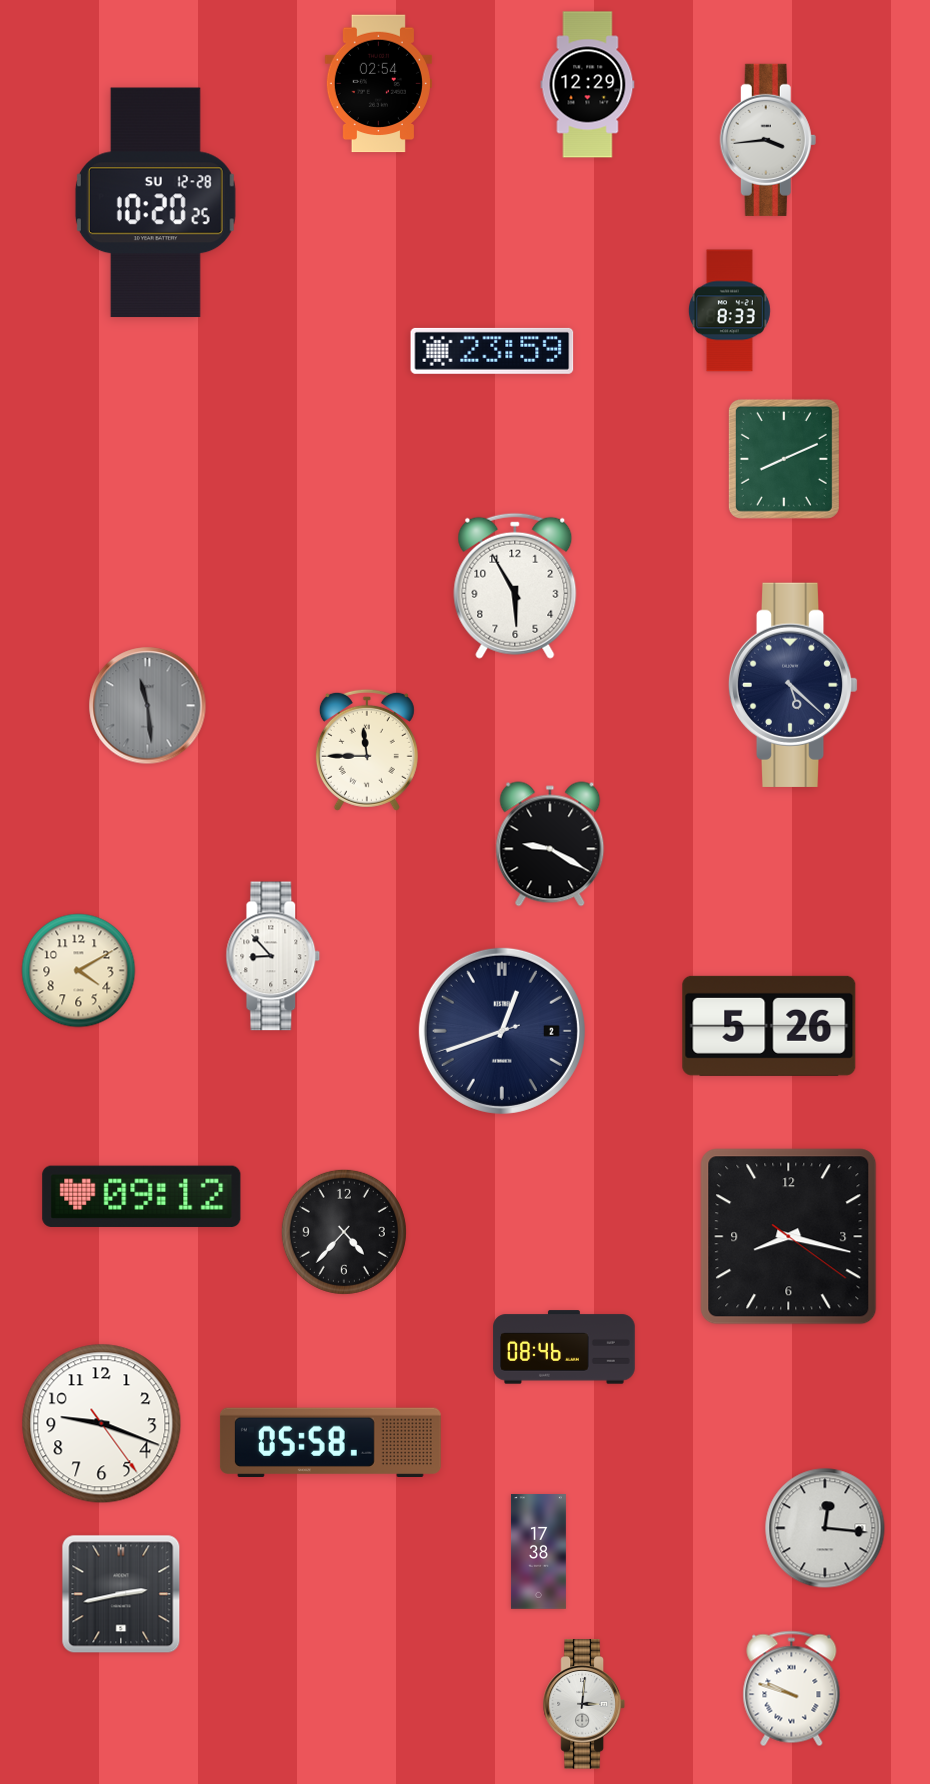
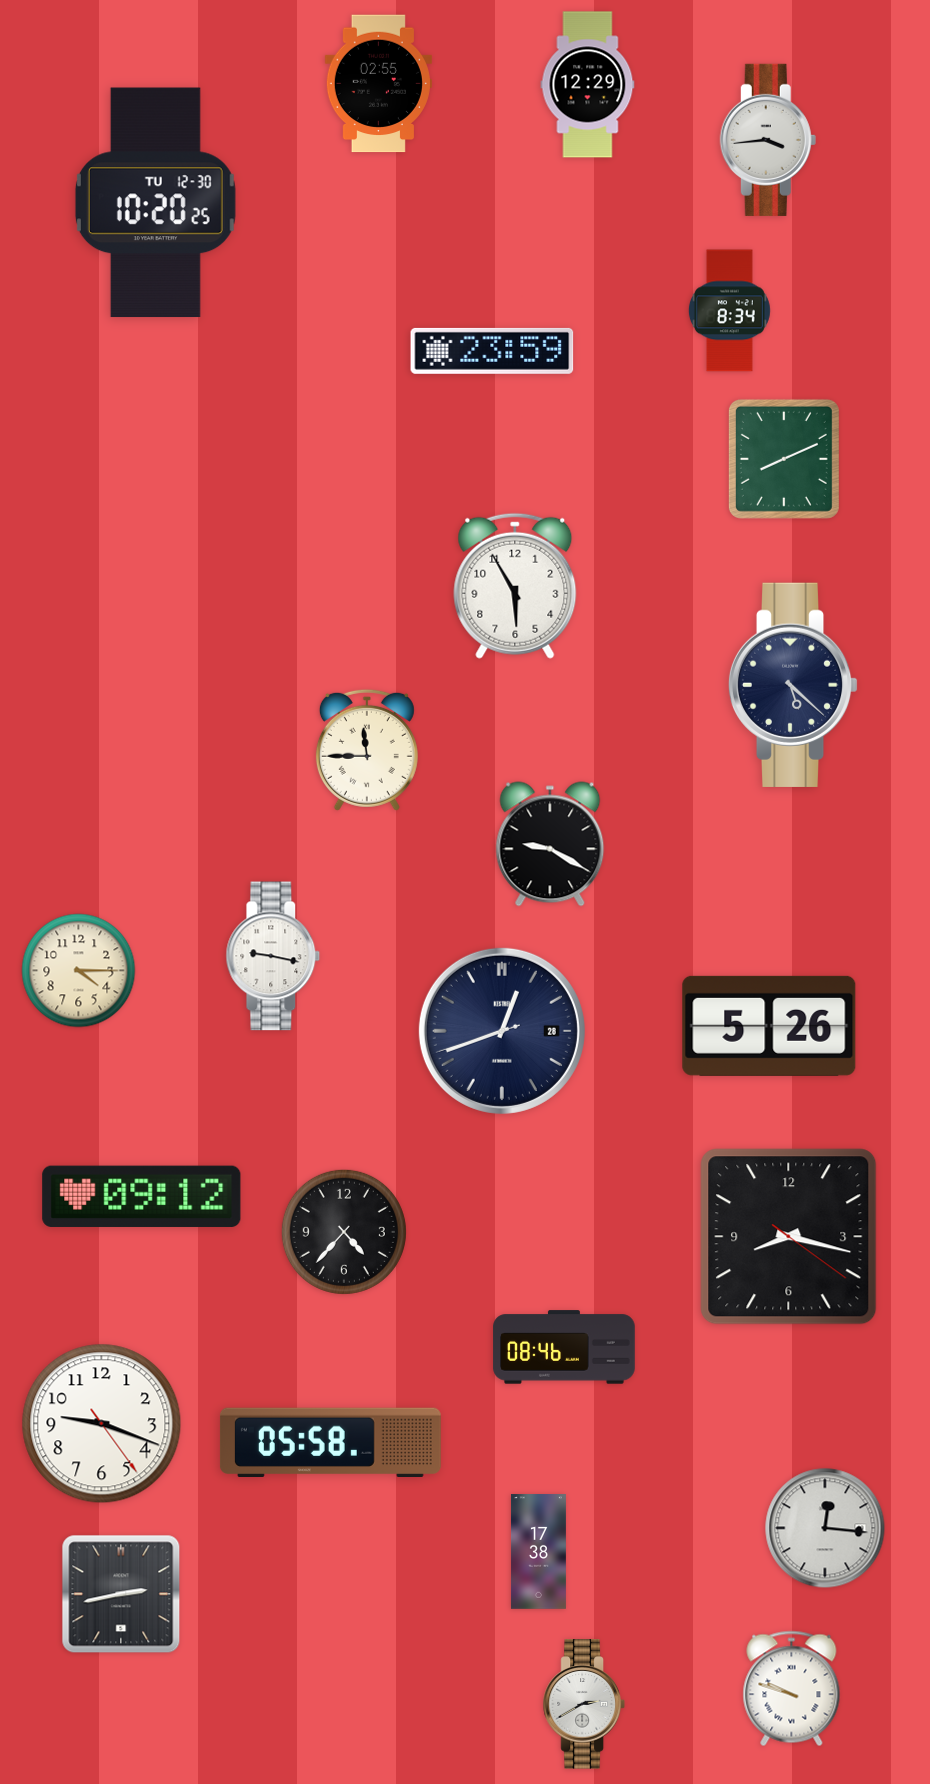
clock at (378, 84): 02:54 -> 02:55
clock at (155, 203) date: SU 12-28 -> TU 12-30
clock at (729, 311): 8:33 -> 8:34
clock at (148, 706): 11:29 -> none
clock at (273, 956): 8:53 -> 9:17
clock at (79, 971): 4:10 -> 4:15
clock at (502, 1031) date: 2 -> 28
clock at (584, 1704): 3:01 -> 2:40
